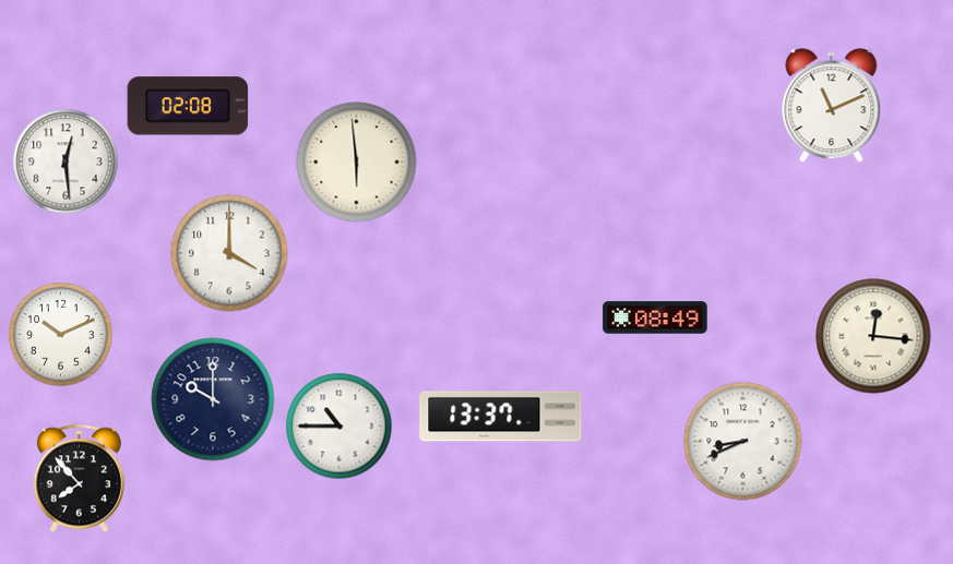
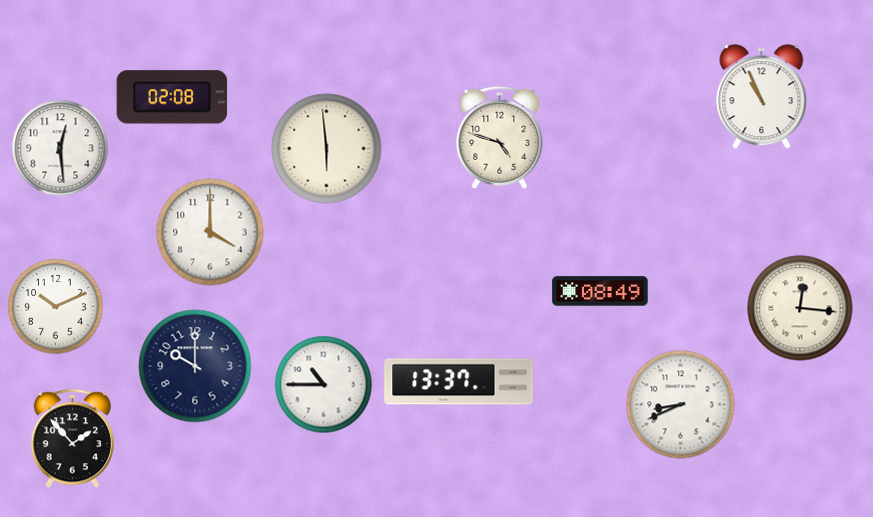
clock at (832, 106): 11:11 -> 10:56
clock at (500, 137): none -> 4:48
clock at (339, 427) position: (339, 427) -> (324, 385)
clock at (79, 479): 7:53 -> 1:53
